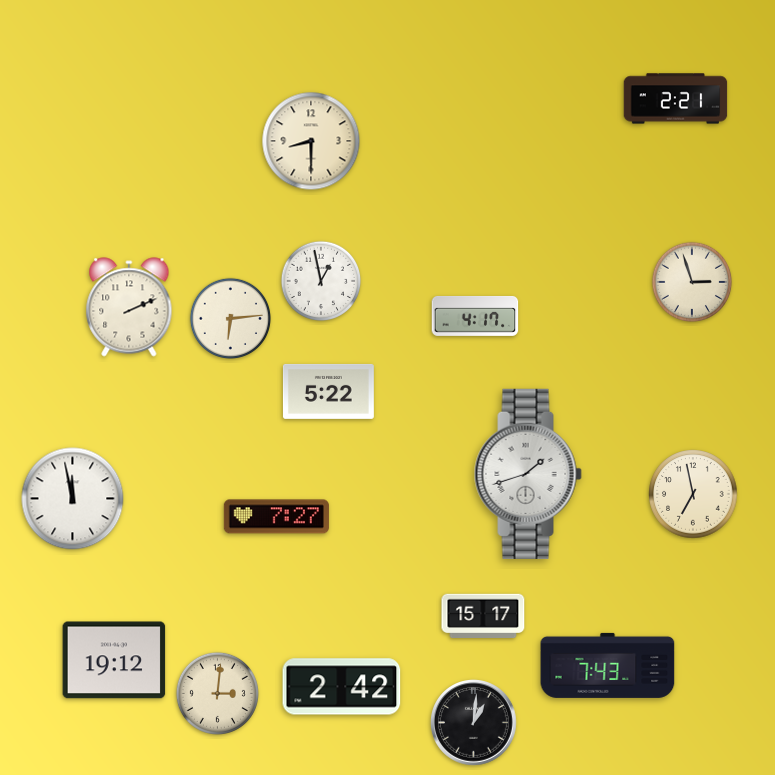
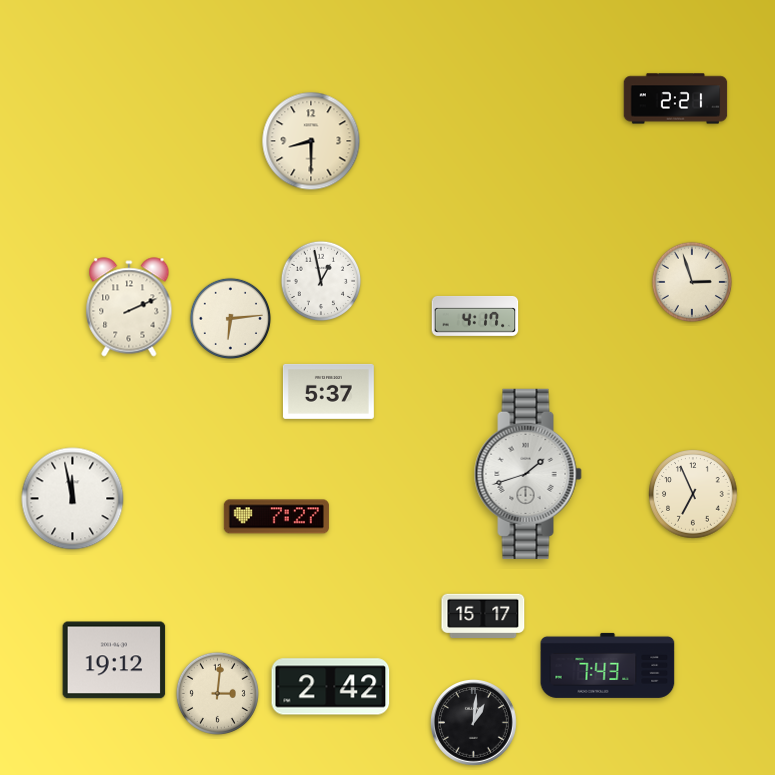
clock at (328, 391): 5:22 -> 5:37
clock at (693, 494): 6:58 -> 6:56
clock at (342, 687) position: (342, 687) -> (331, 687)
